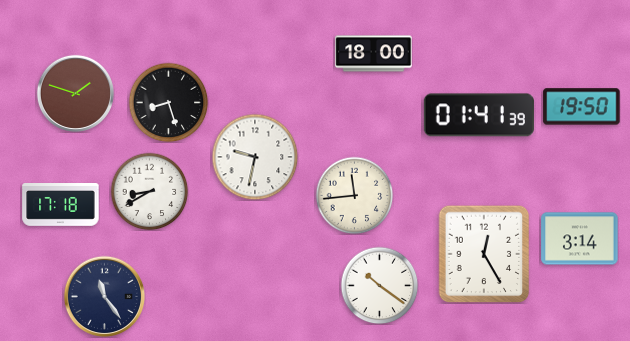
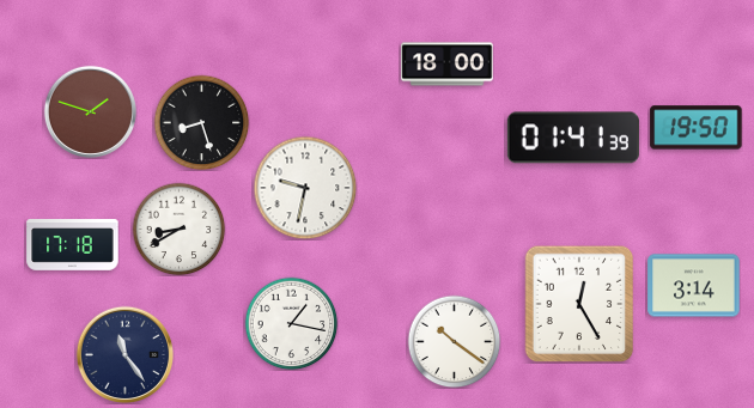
clock at (354, 195): 11:44 -> none
clock at (291, 323): none -> 1:17
